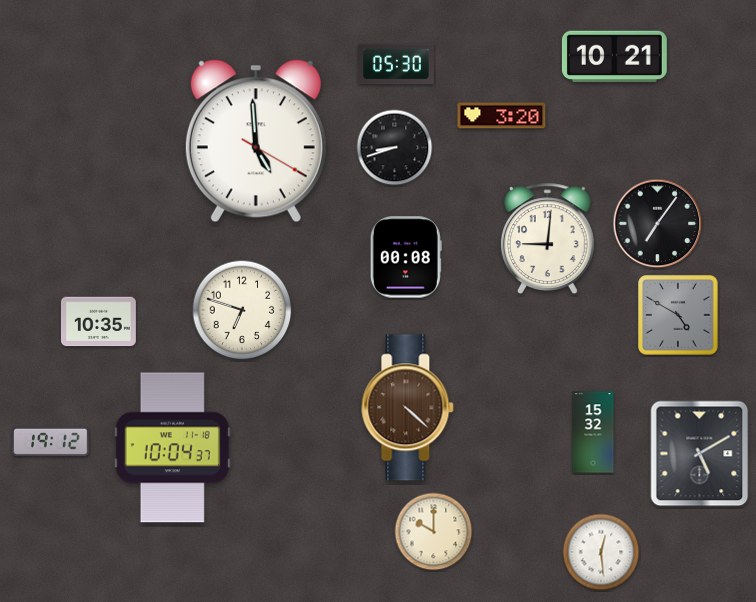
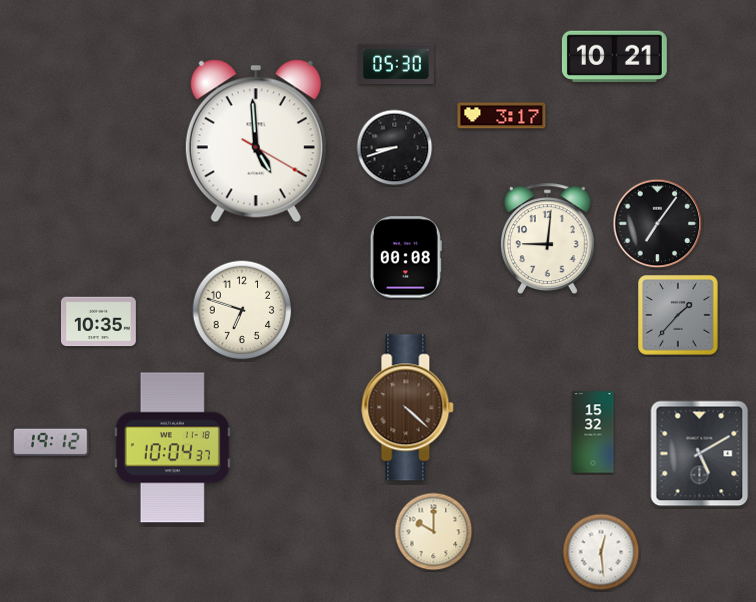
clock at (502, 116): 3:20 -> 3:17
clock at (678, 315): 4:50 -> 1:37
